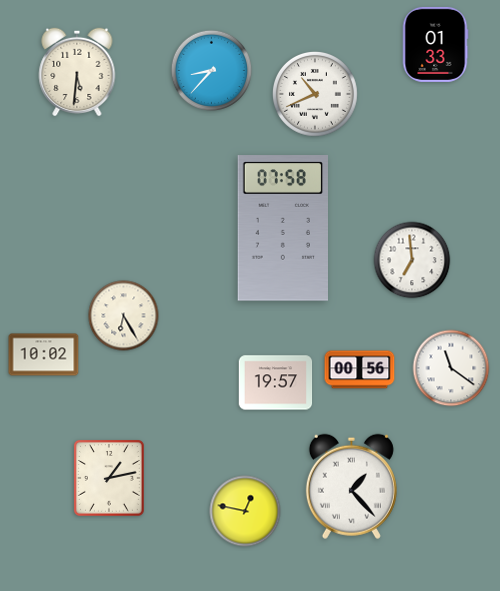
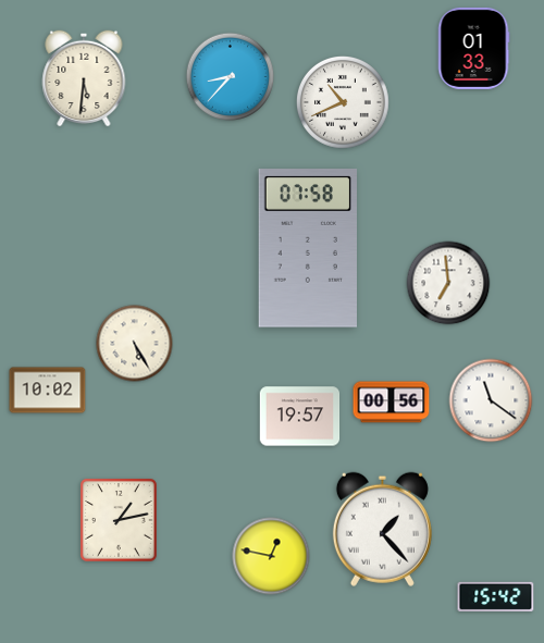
clock at (124, 316): 6:25 -> 5:25
clock at (44, 355) position: (44, 355) -> (48, 391)
clock at (245, 511) position: (245, 511) -> (271, 556)
clock at (496, 596): none -> 15:42
